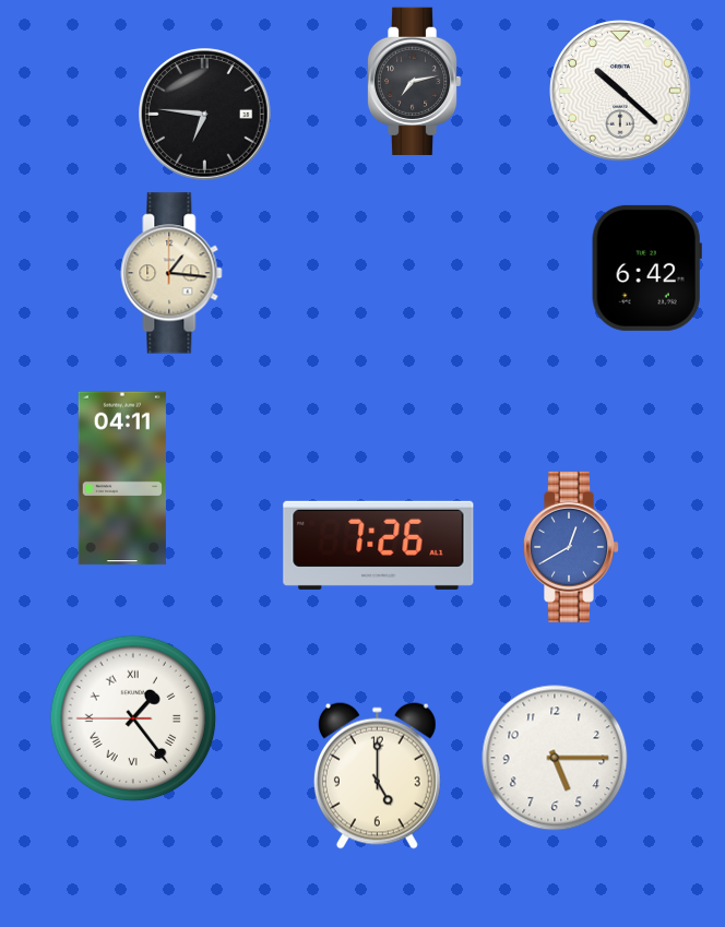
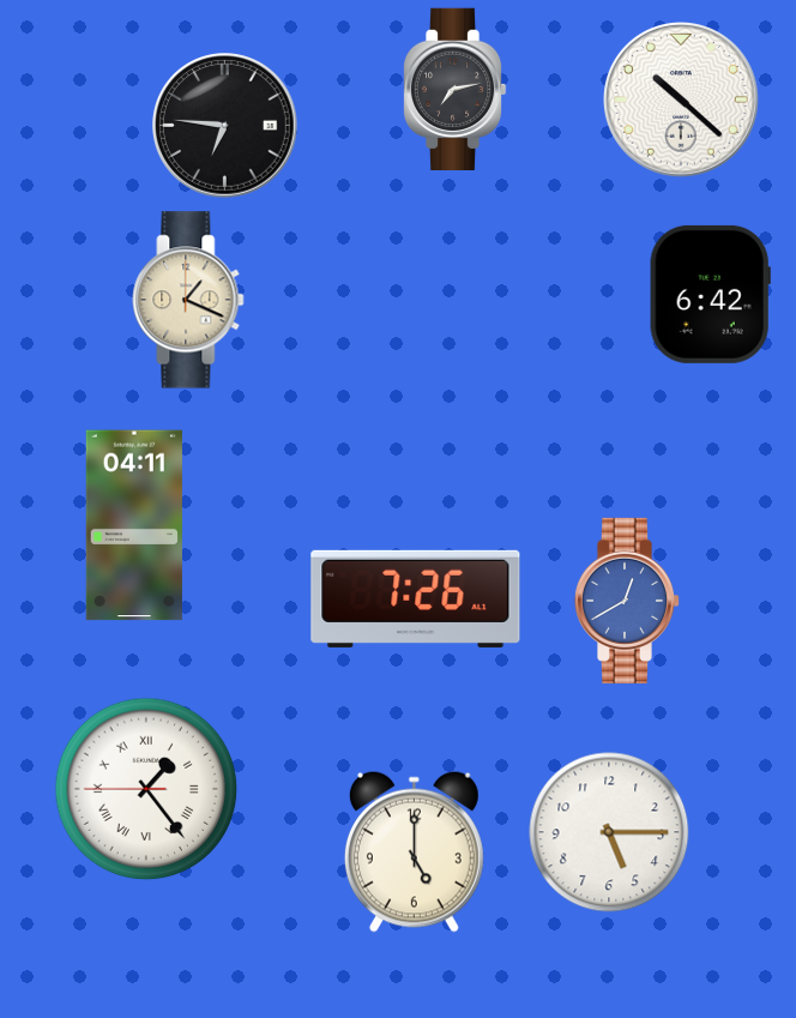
clock at (171, 273): 1:16 -> 1:19
